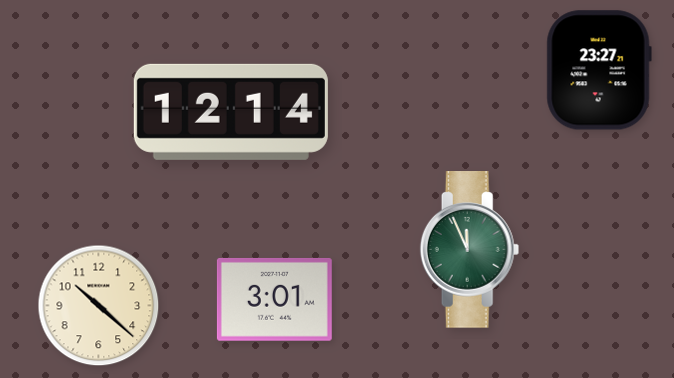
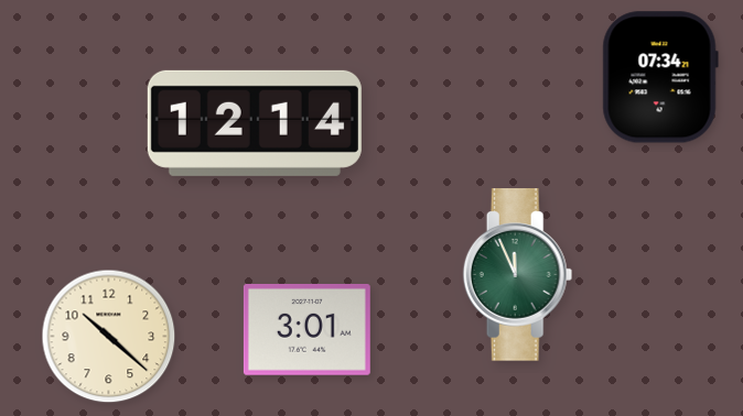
clock at (599, 70): 23:27 -> 07:34
clock at (274, 299) position: (274, 299) -> (306, 329)
